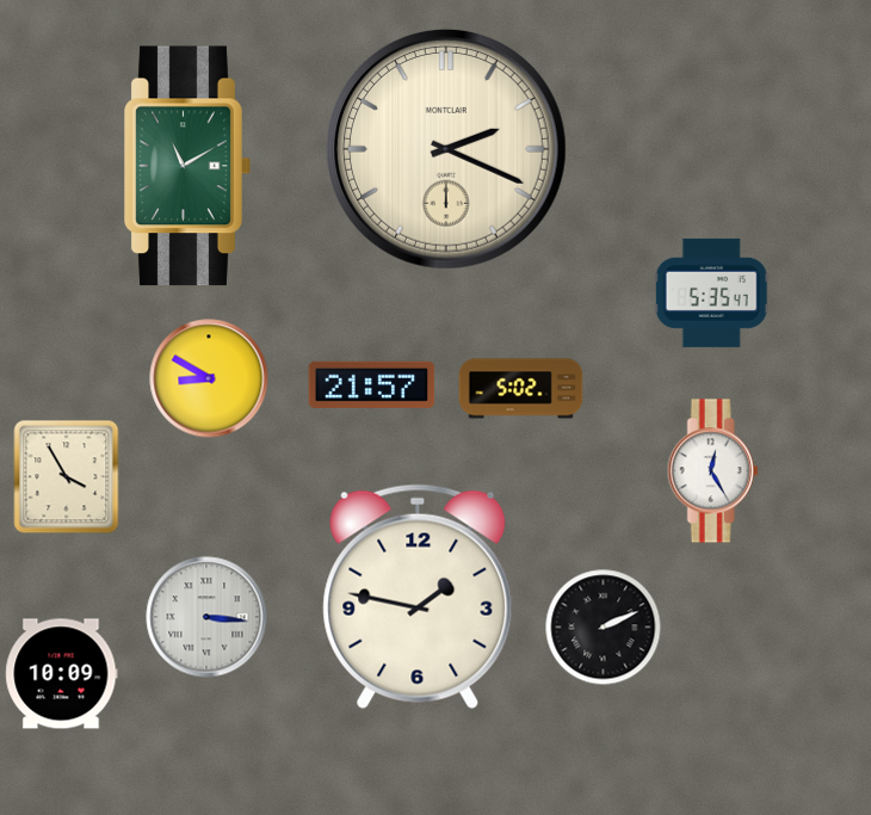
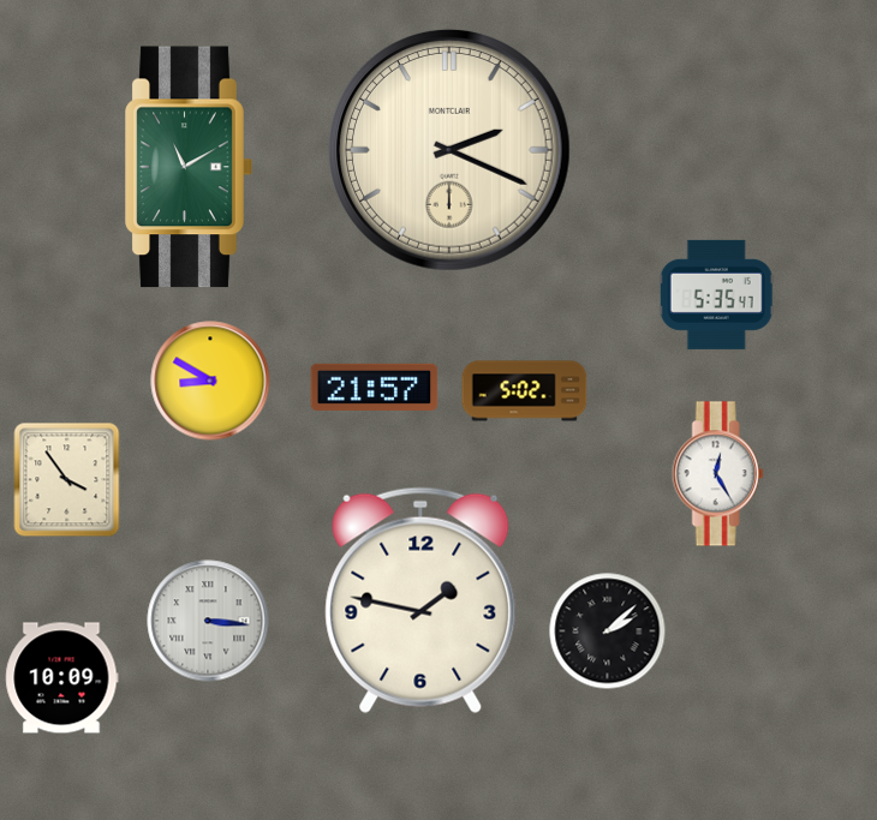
clock at (67, 477): 3:55 -> 3:54
clock at (604, 628): 2:11 -> 2:08
